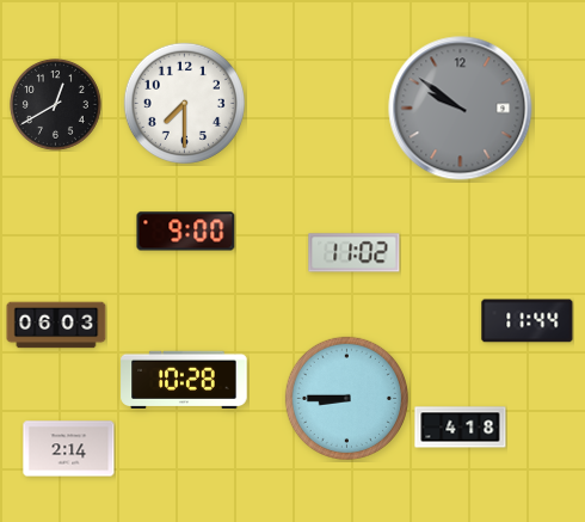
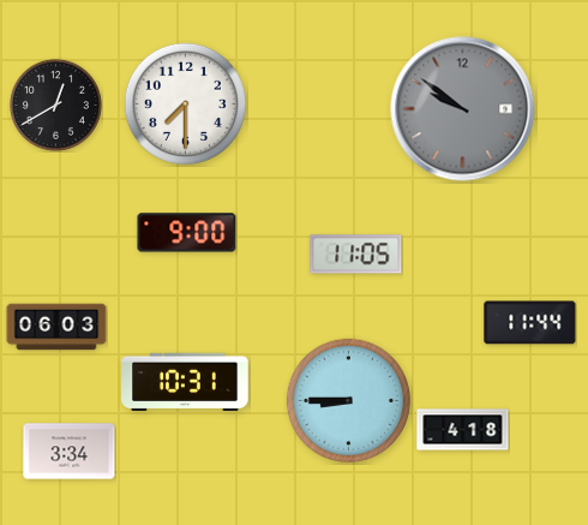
clock at (355, 253): 11:02 -> 11:05
clock at (184, 380): 10:28 -> 10:31
clock at (69, 449): 2:14 -> 3:34
